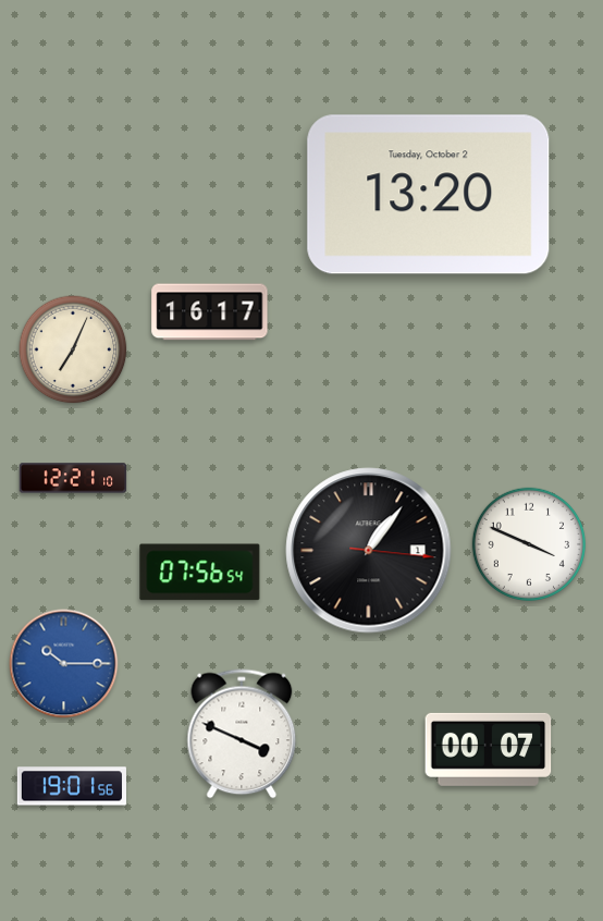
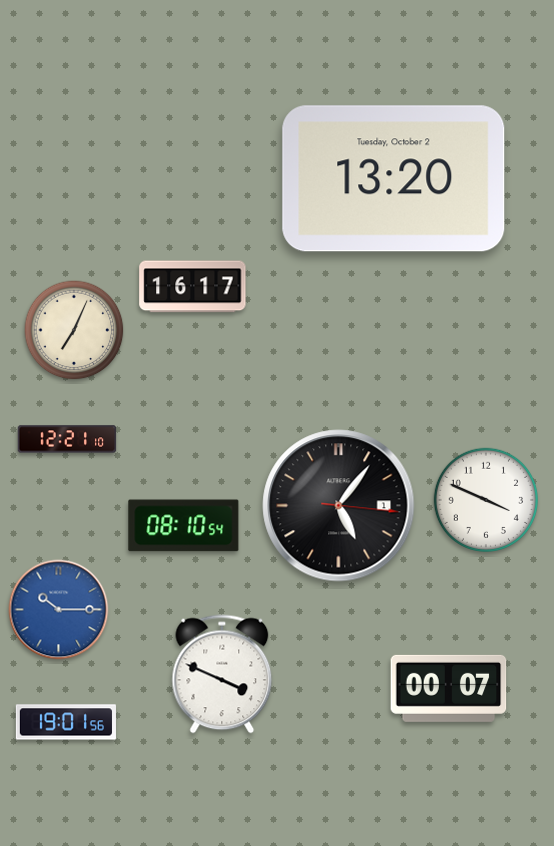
clock at (73, 349) position: (73, 349) -> (74, 330)
clock at (369, 551): 1:06 -> 5:06
clock at (200, 573): 07:56 -> 08:10
